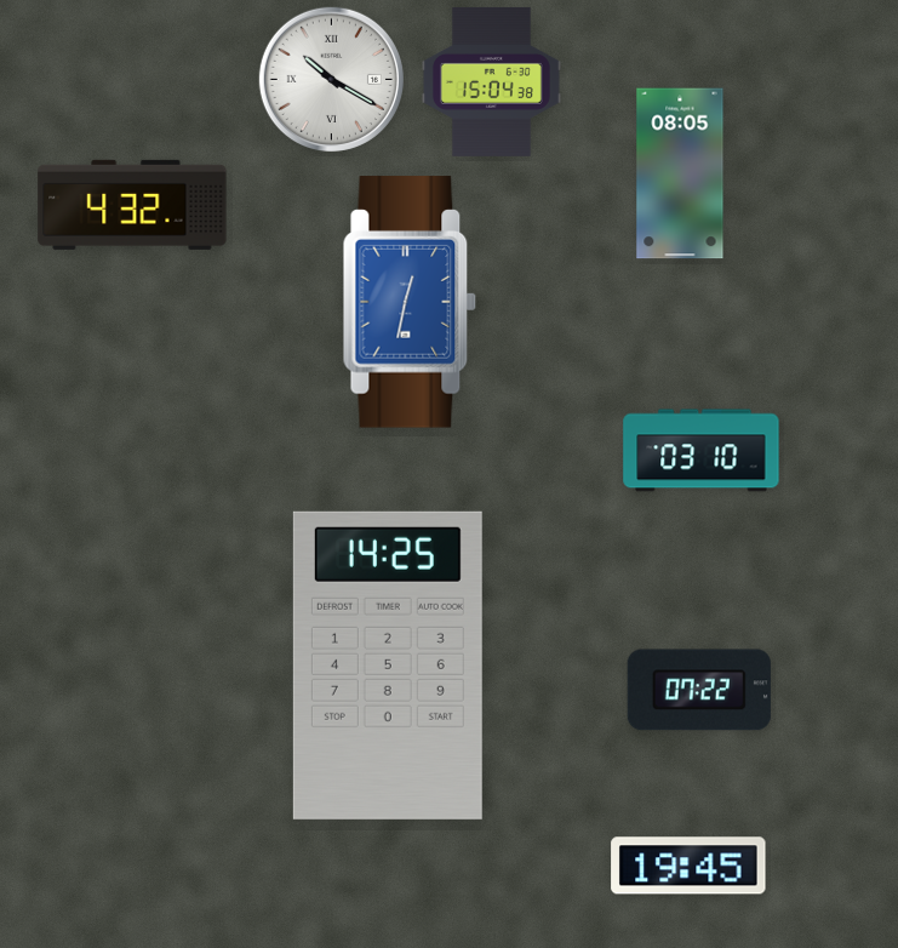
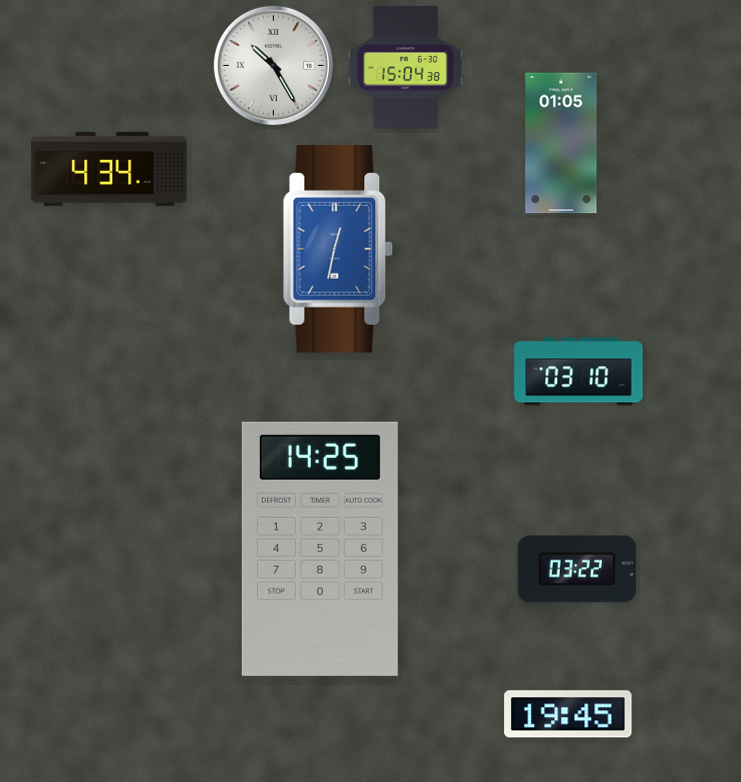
clock at (331, 79): 10:20 -> 10:25
clock at (680, 173): 08:05 -> 01:05
clock at (132, 205): 4:32 -> 4:34
clock at (699, 690): 07:22 -> 03:22
